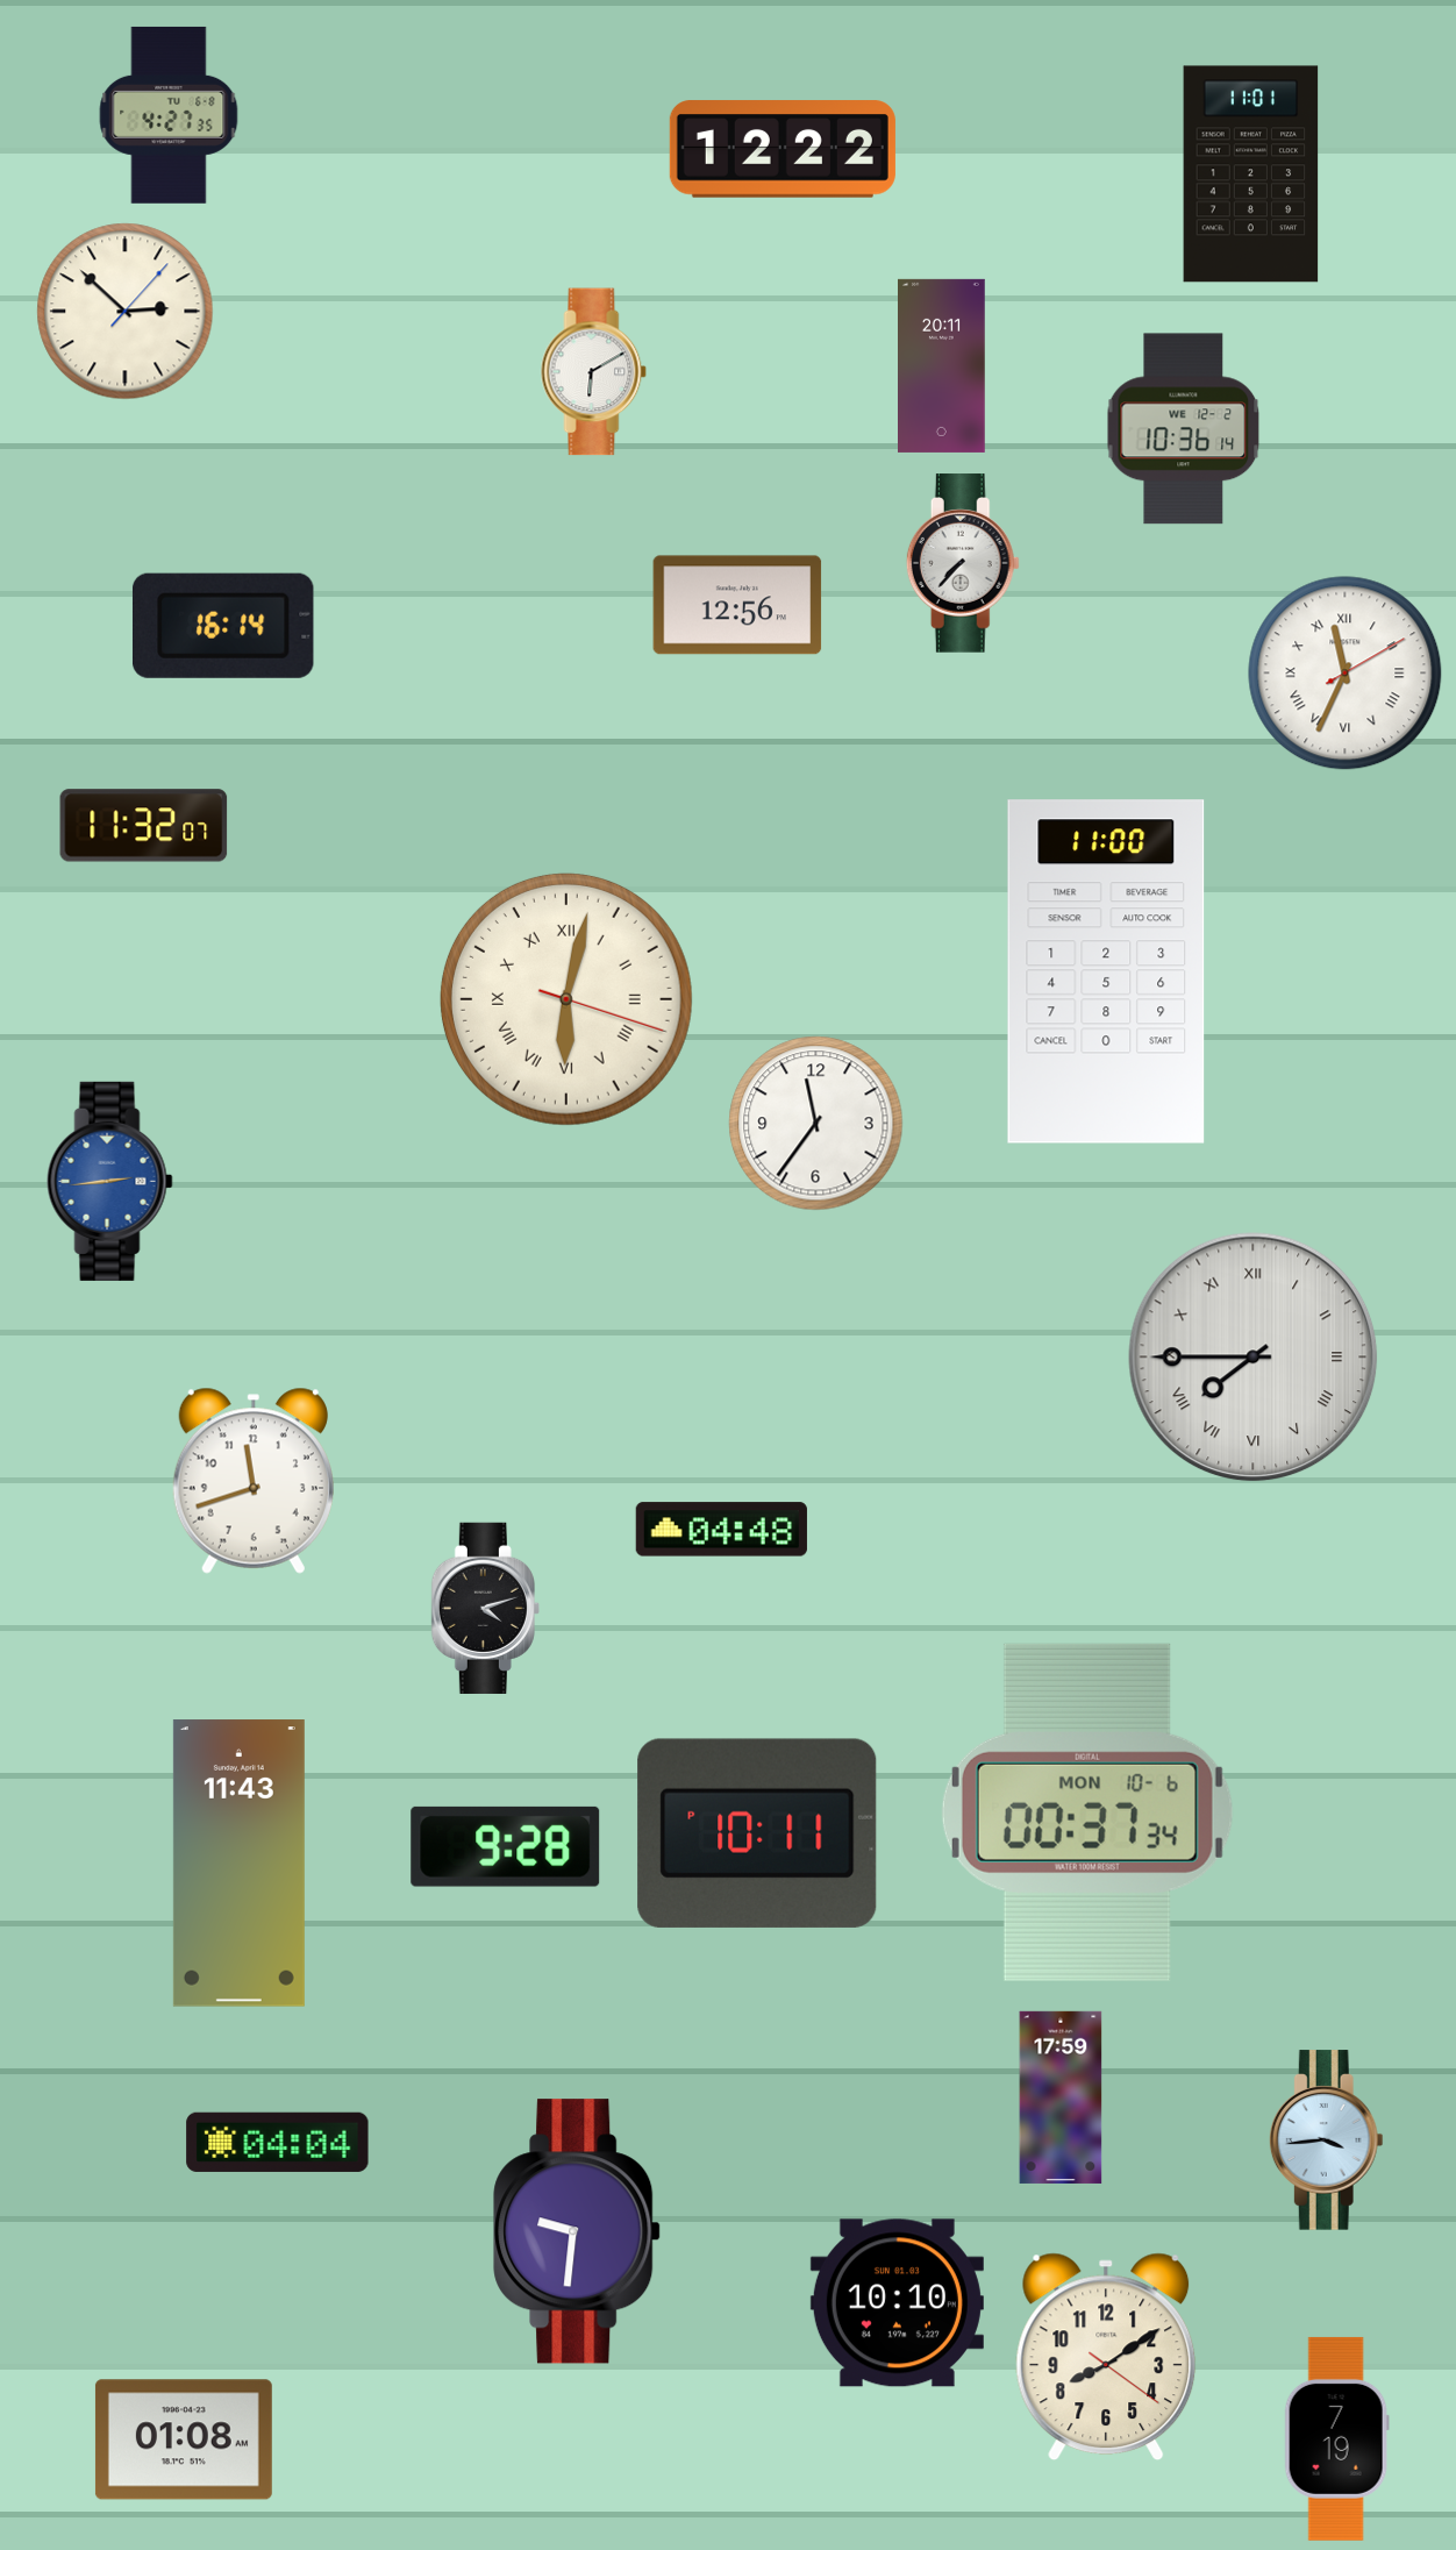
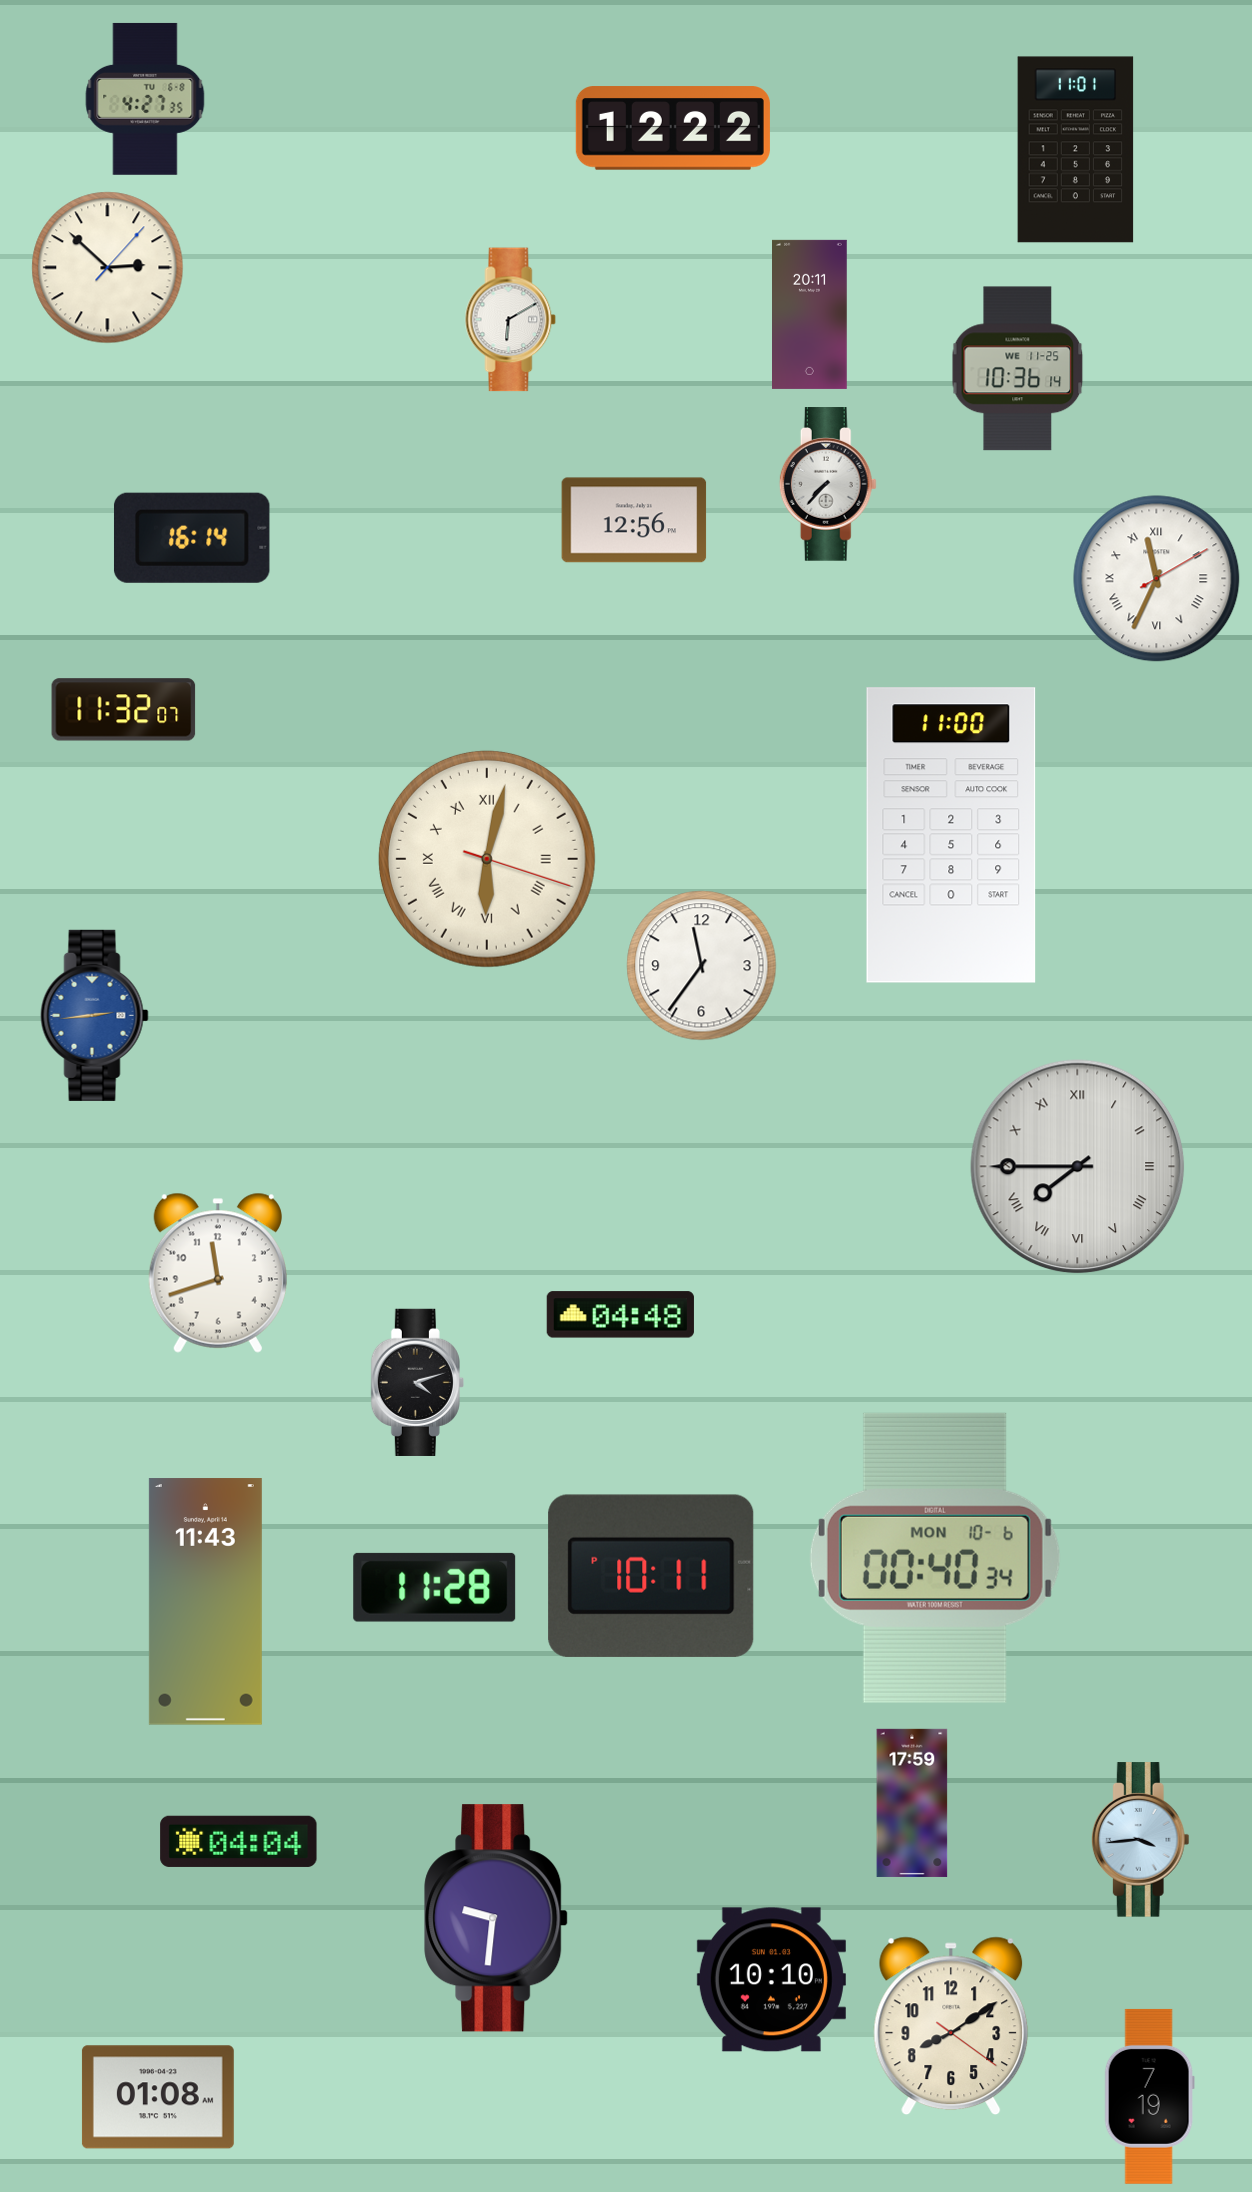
clock at (1184, 429) date: WE 12-2 -> WE 11-25
clock at (1087, 1812): 00:37 -> 00:40
clock at (506, 1846): 9:28 -> 11:28
